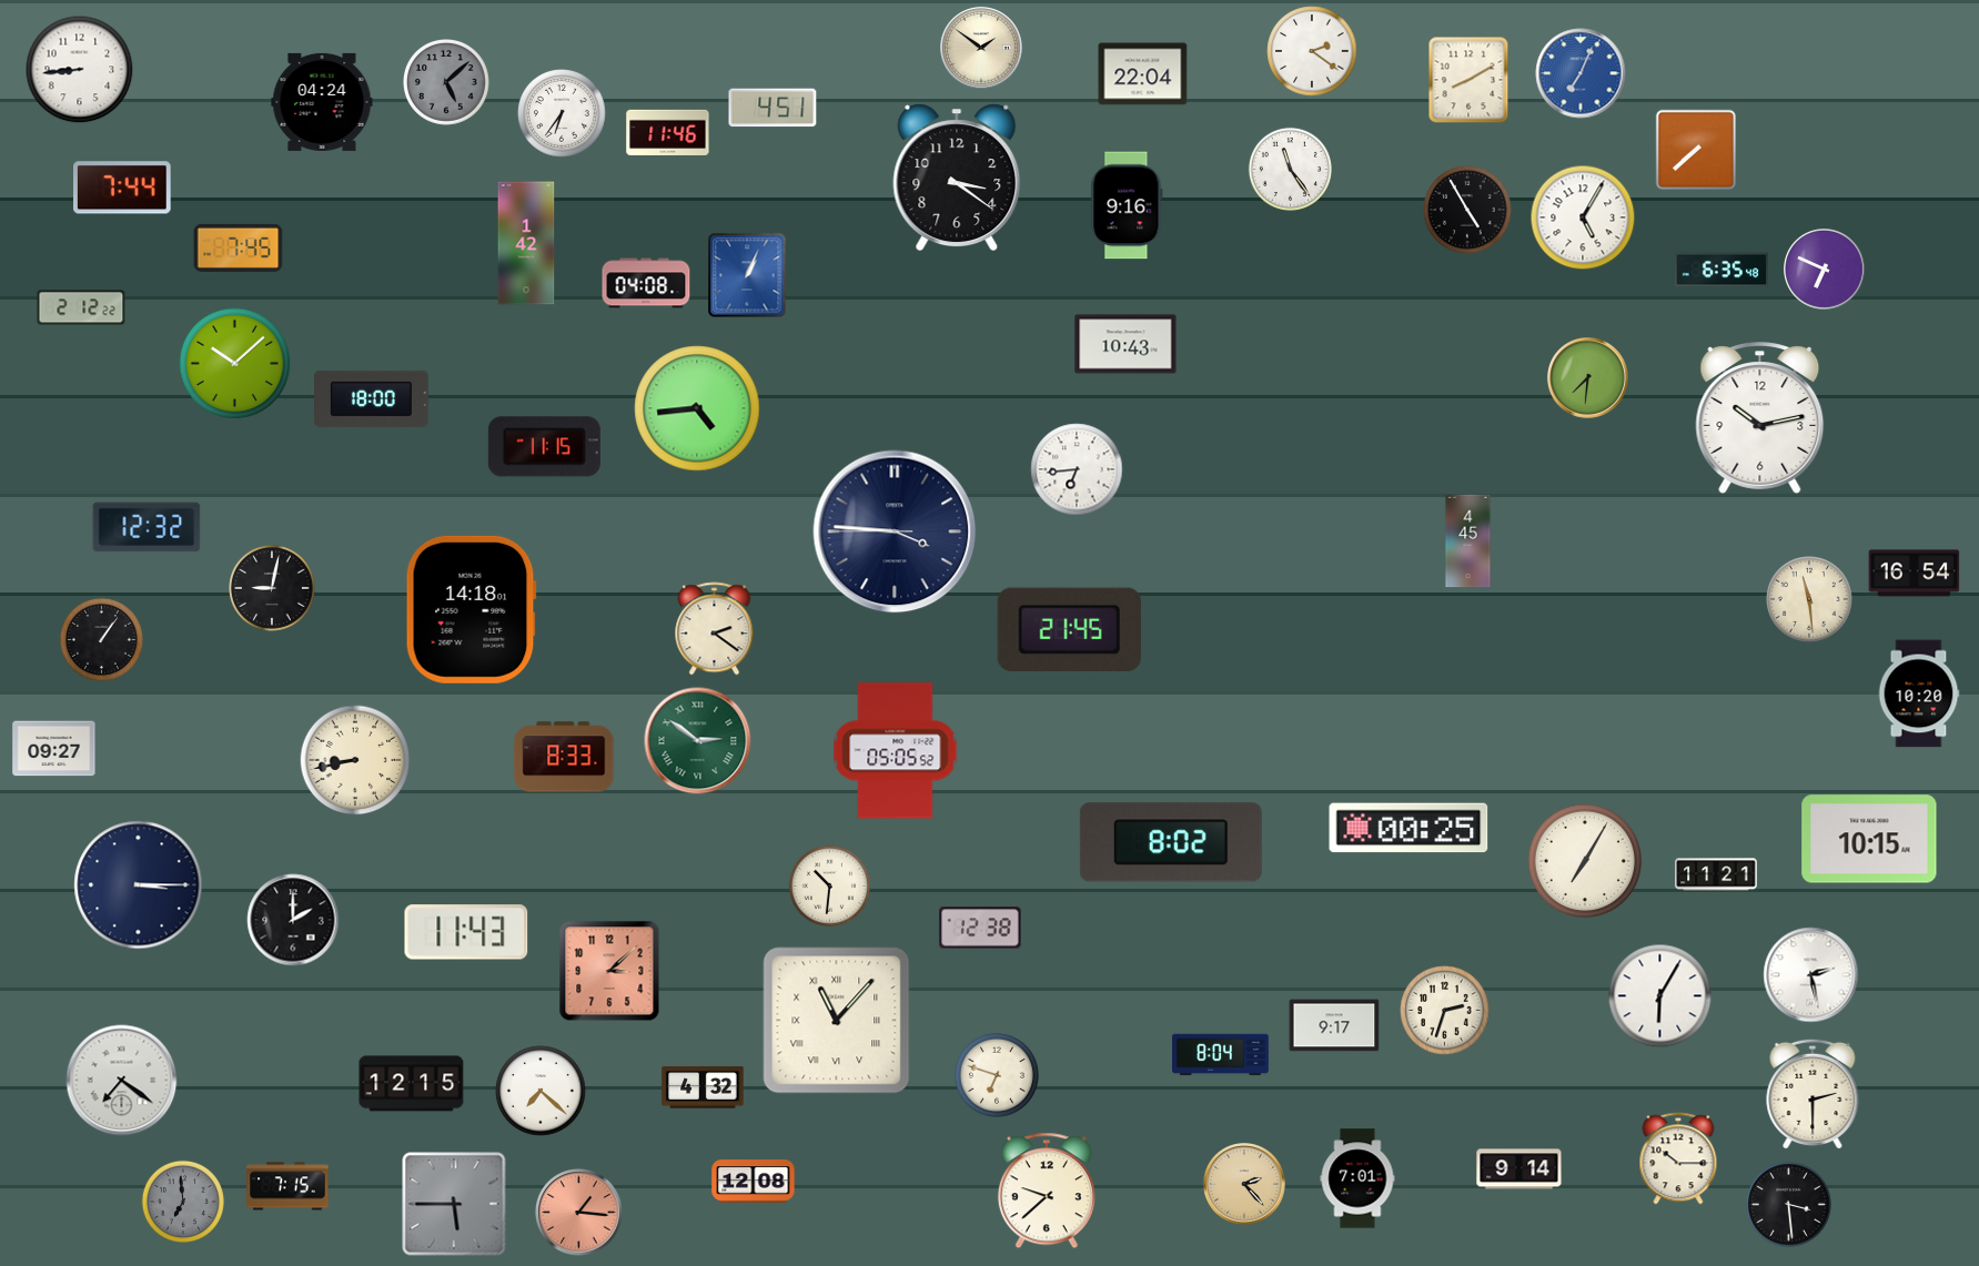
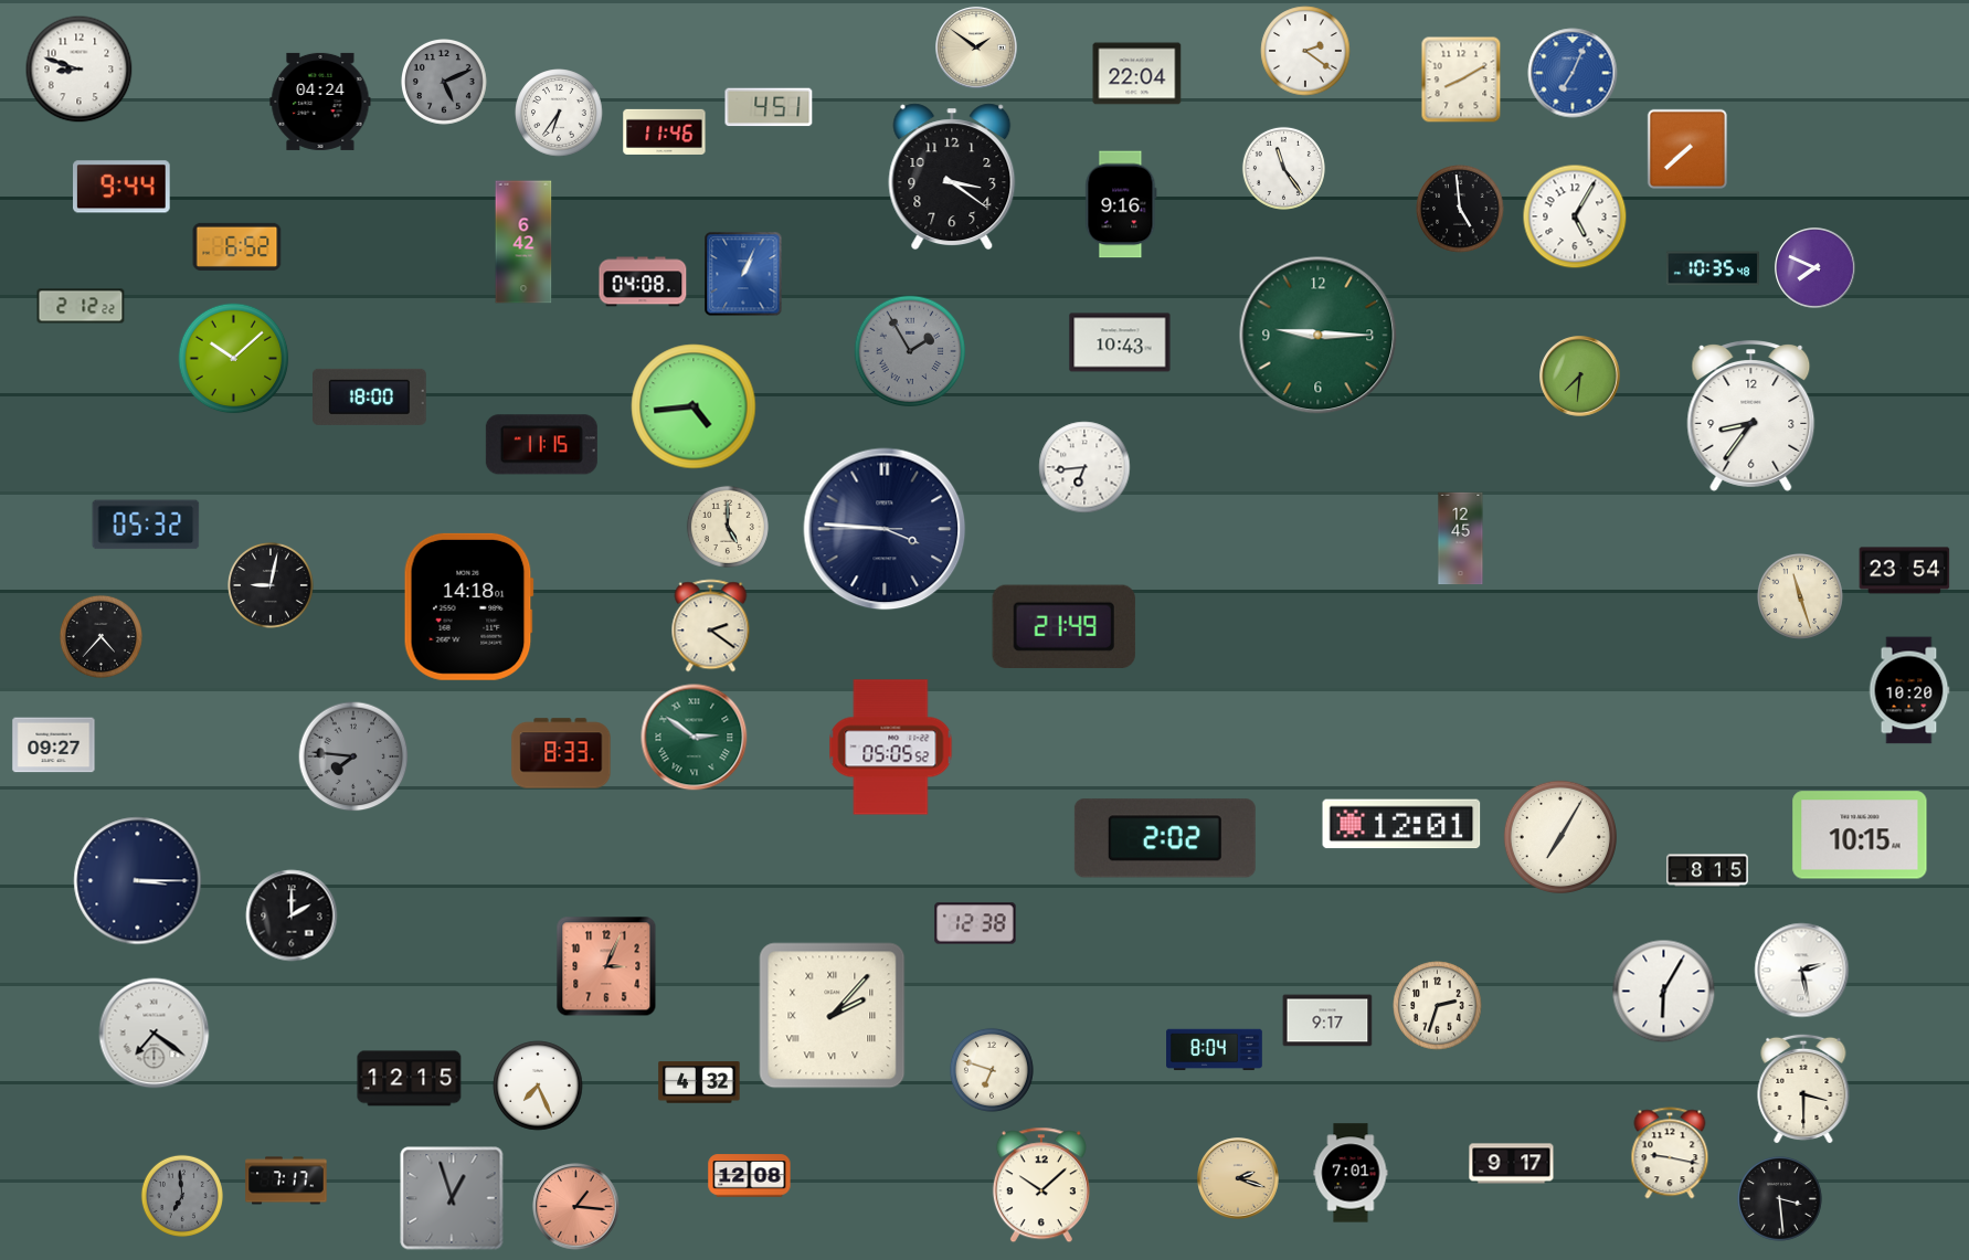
clock at (80, 70): 8:44 -> 8:48
clock at (447, 83): 5:08 -> 5:11
clock at (123, 188): 7:44 -> 9:44
clock at (1467, 210): 4:55 -> 4:59
clock at (526, 243): 1:42 -> 6:42
clock at (239, 247): 7:45 -> 6:52
clock at (1720, 270): 6:35 -> 10:35
clock at (1825, 270): 6:49 -> 7:49
clock at (1319, 336): none -> 9:15
clock at (910, 351): none -> 1:55
clock at (235, 364) position: (235, 364) -> (234, 359)
clock at (1760, 418): 10:13 -> 8:36
clock at (1077, 469) position: (1077, 469) -> (1084, 467)
clock at (147, 527): 12:32 -> 05:32
clock at (728, 527): none -> 5:00
clock at (895, 531) position: (895, 531) -> (885, 529)
clock at (1468, 541): 4:45 -> 12:45
clock at (1915, 574): 16:54 -> 23:54
clock at (1810, 600): 11:29 -> 11:27
clock at (1069, 629): 21:45 -> 21:49
clock at (101, 639): 1:06 -> 4:37
clock at (355, 760): 8:43 -> 7:46
clock at (355, 760) dial: cream -> grey
clock at (1408, 828): 00:25 -> 12:01
clock at (1171, 842): 8:02 -> 2:02
clock at (1584, 860) position: (1584, 860) -> (1559, 836)
clock at (1716, 874): 11:21 -> 8:15
clock at (829, 885): 10:31 -> none
clock at (466, 932): 11:43 -> none
clock at (609, 971): 3:08 -> 3:04
clock at (1660, 996) position: (1660, 996) -> (1664, 992)
clock at (837, 1021): 11:07 -> 2:07
clock at (122, 1081) position: (122, 1081) -> (155, 1034)
clock at (541, 1091): 7:22 -> 7:26
clock at (1813, 1094): 2:30 -> 3:30
clock at (1678, 1158): 10:15 -> 9:17
clock at (1519, 1169): 9:14 -> 9:17
clock at (1244, 1184): 2:23 -> 2:18
clock at (287, 1186): 7:15 -> 7:17
clock at (1047, 1191): 9:38 -> 10:08
clock at (454, 1204): 5:45 -> 12:57
